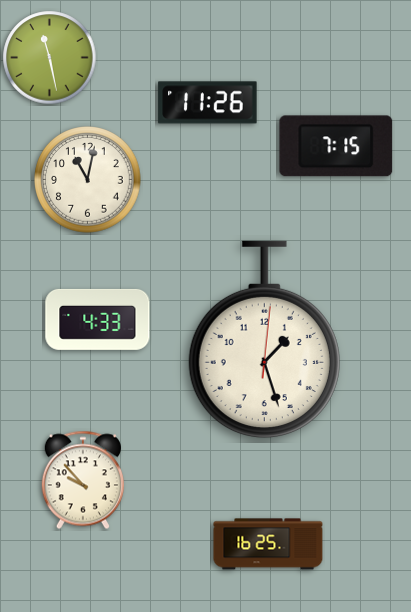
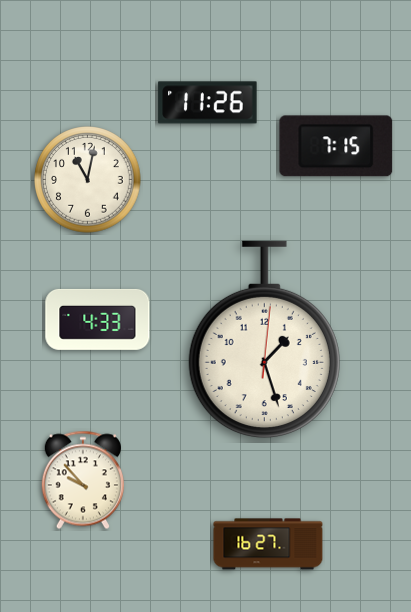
clock at (50, 58): 11:28 -> none
clock at (268, 544): 16:25 -> 16:27
